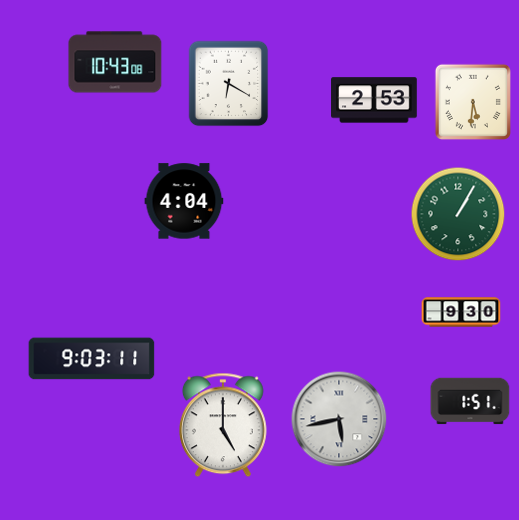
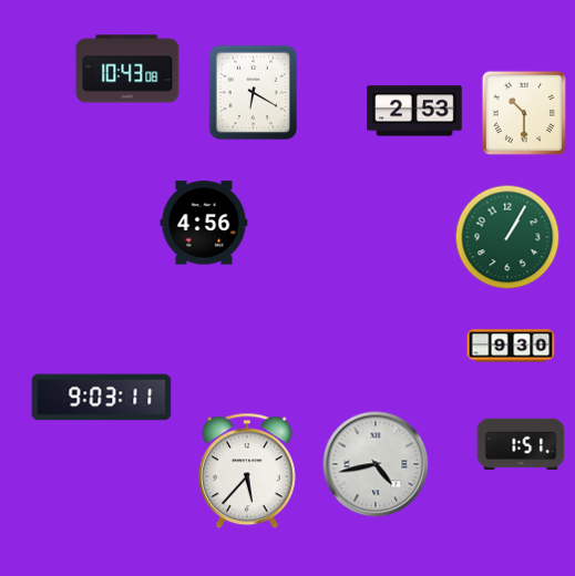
clock at (473, 102): 5:31 -> 10:30
clock at (184, 201): 4:04 -> 4:56
clock at (339, 419): 5:43 -> 4:43
clock at (223, 425): 5:00 -> 5:37
